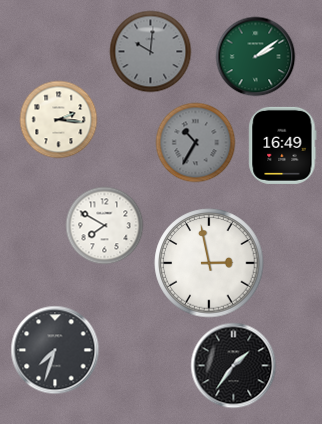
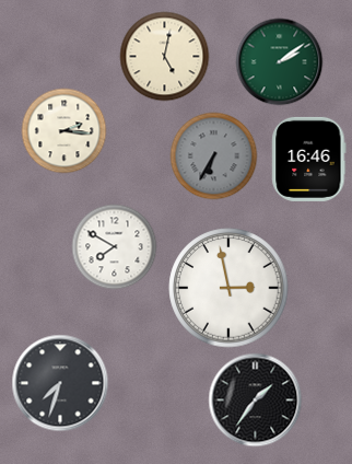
clock at (150, 51): 10:01 -> 5:02
clock at (150, 51) dial: grey -> cream
clock at (195, 142): 10:35 -> 6:35
clock at (283, 145): 16:49 -> 16:46
